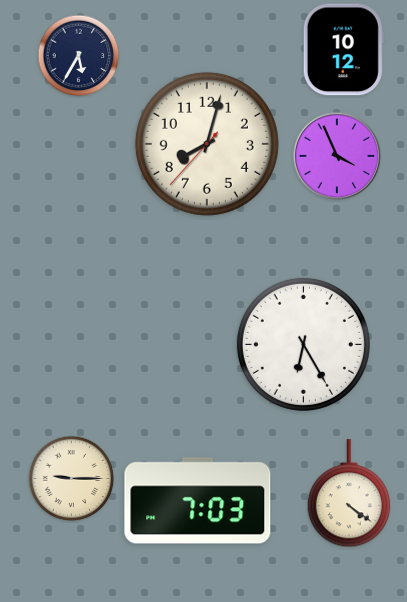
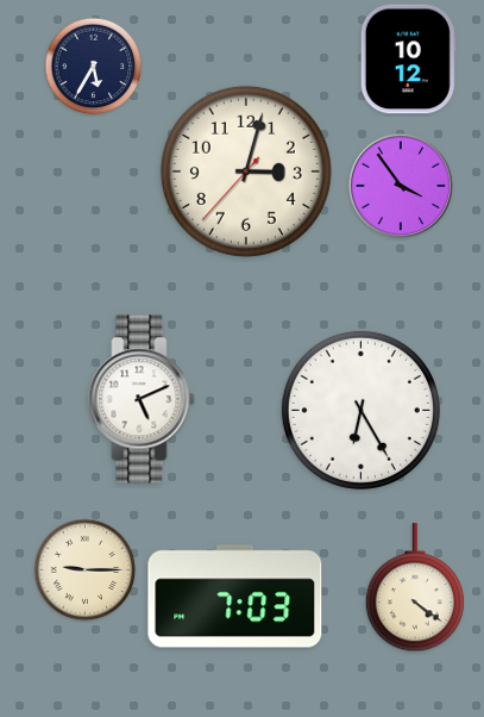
clock at (207, 144): 8:02 -> 3:02
clock at (337, 156): 3:56 -> 3:54
clock at (142, 399): none -> 5:11
